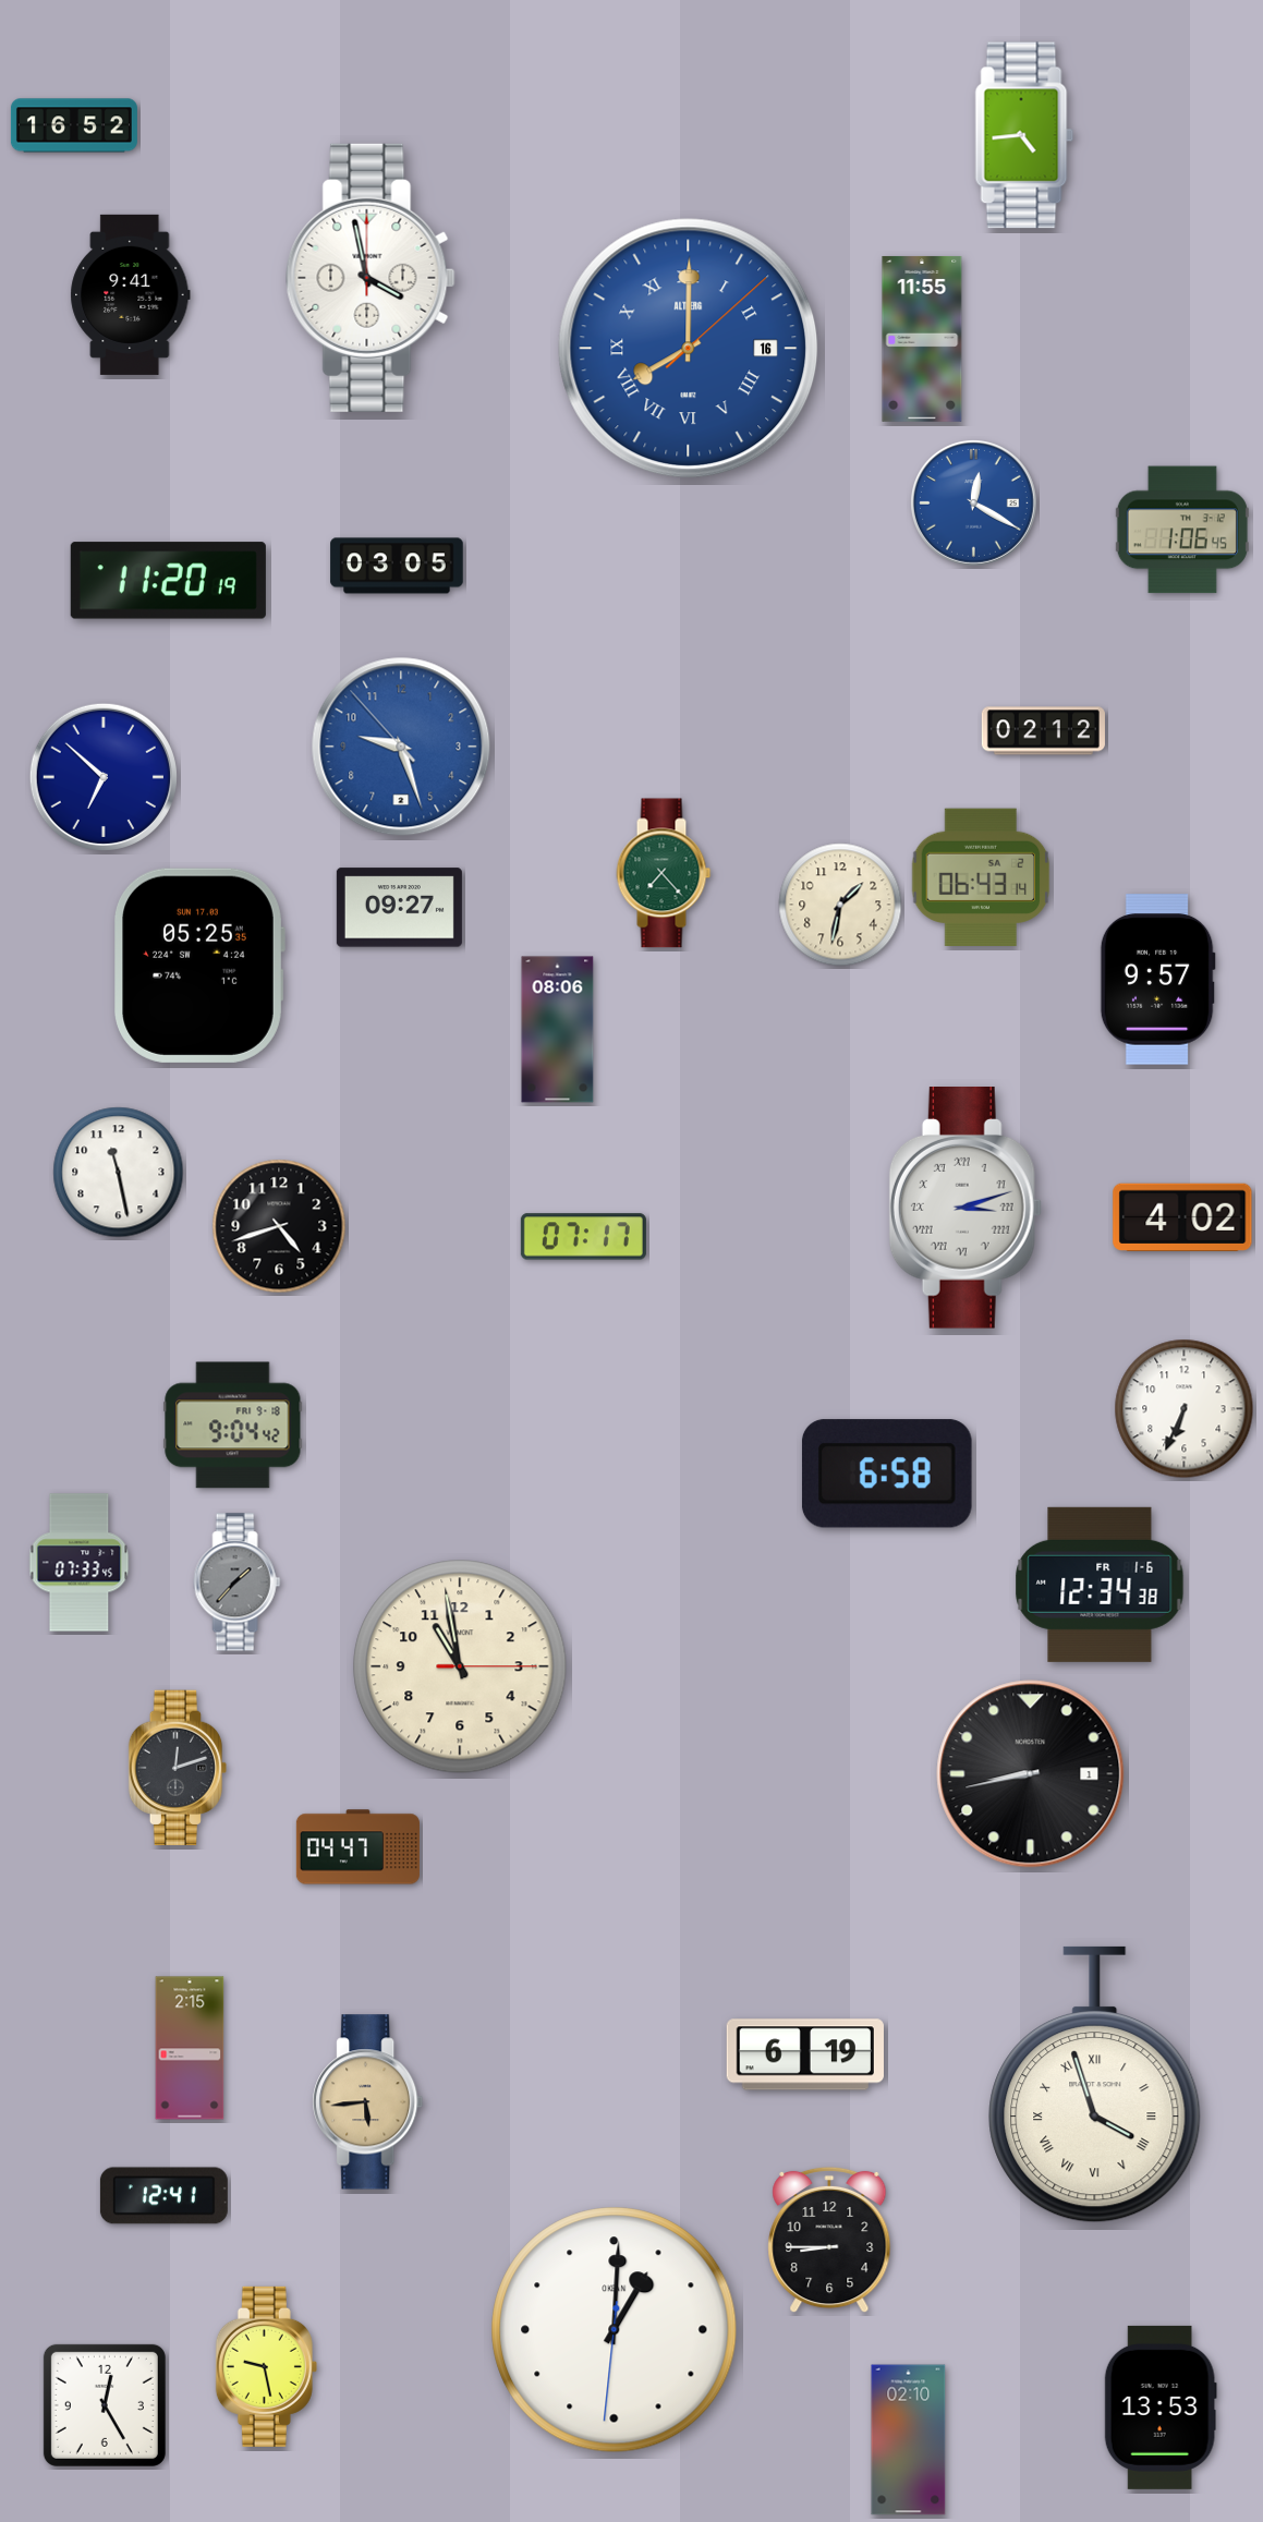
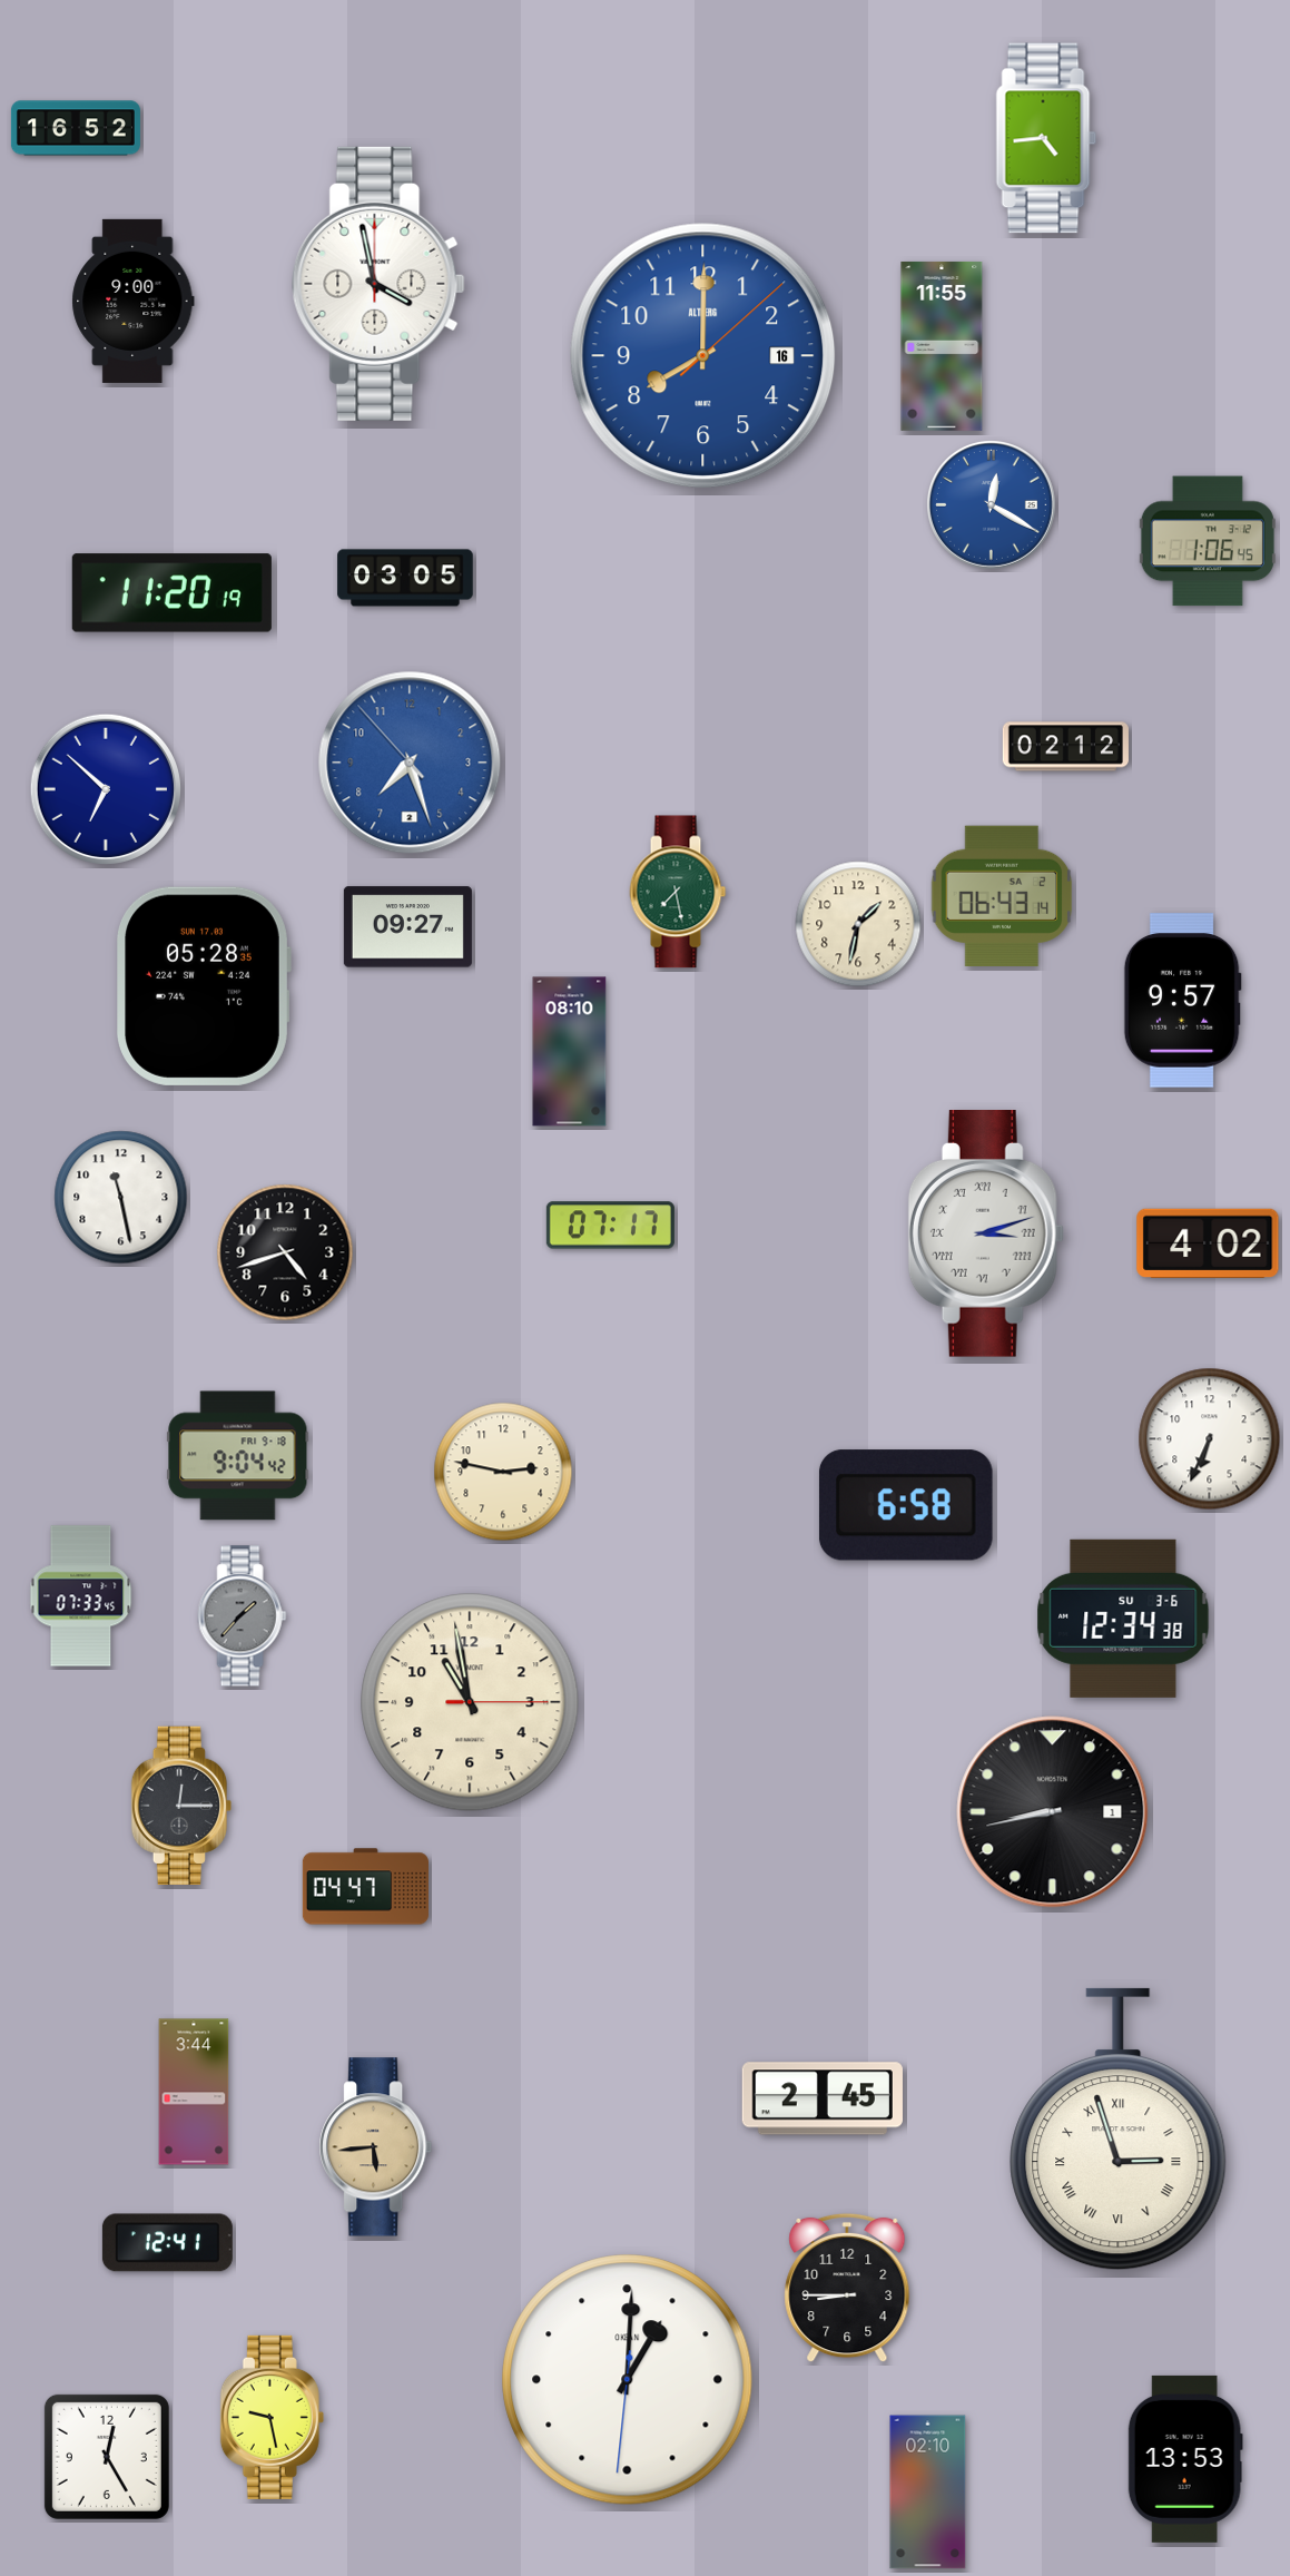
clock at (131, 294): 9:41 -> 9:00
clock at (689, 349) numerals: Roman -> Arabic
clock at (974, 504) position: (974, 504) -> (992, 505)
clock at (401, 747): 9:26 -> 7:26
clock at (104, 777) position: (104, 777) -> (106, 789)
clock at (664, 873): 7:23 -> 7:28
clock at (199, 966): 05:25 -> 05:28
clock at (558, 1030): 08:06 -> 08:10
clock at (583, 1237) position: (583, 1237) -> (610, 1226)
clock at (503, 1472): none -> 2:47
clock at (1100, 1585) date: FR 1-6 -> SU 3-6
clock at (178, 1768): 12:12 -> 12:15
clock at (190, 2048): 2:15 -> 3:44
clock at (805, 2054): 6:19 -> 2:45
clock at (1095, 2085): 3:57 -> 2:57
